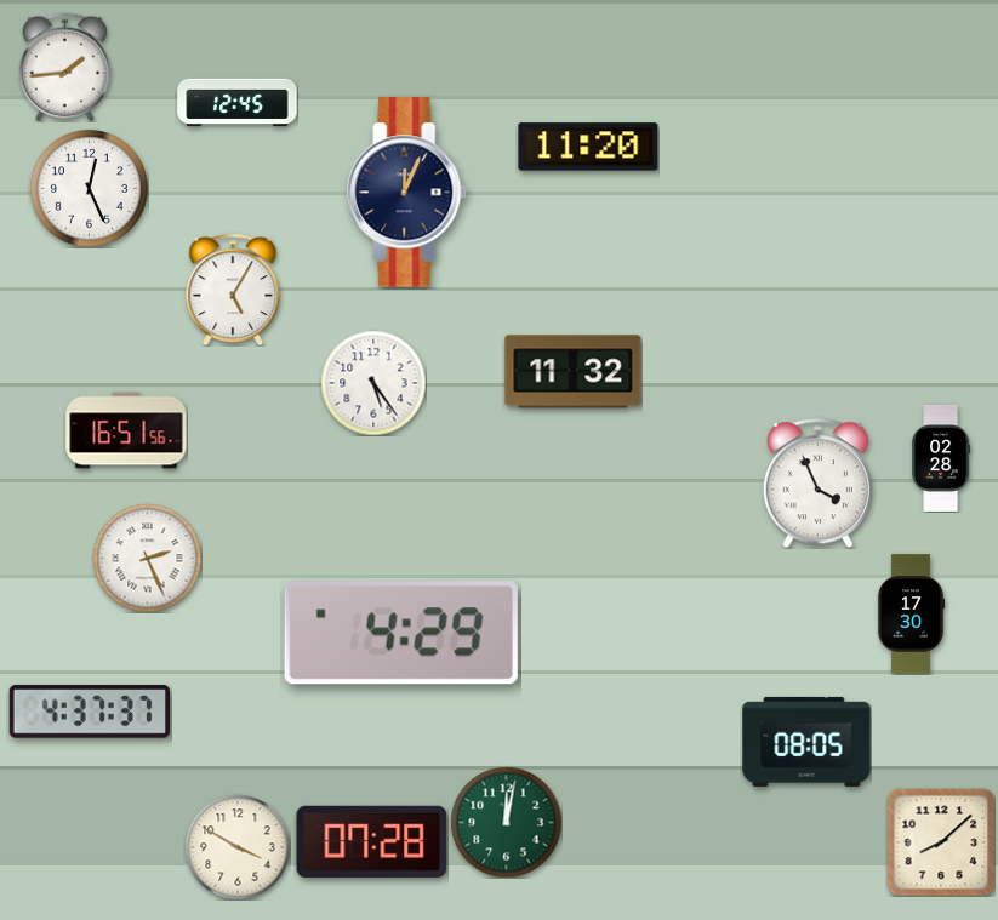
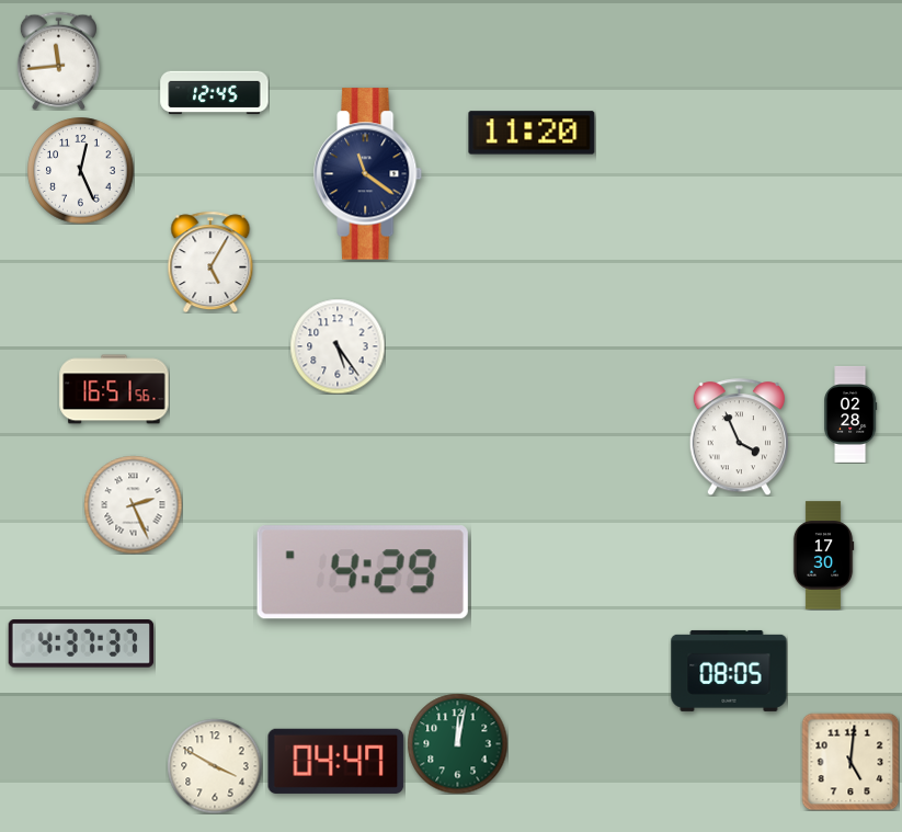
clock at (64, 67): 1:44 -> 11:44
clock at (407, 193): 12:04 -> 11:21
clock at (574, 372): 11:32 -> none
clock at (372, 841): 07:28 -> 04:47
clock at (941, 842): 8:08 -> 5:01
